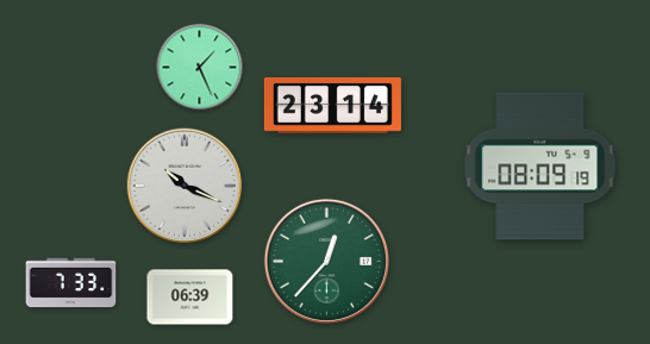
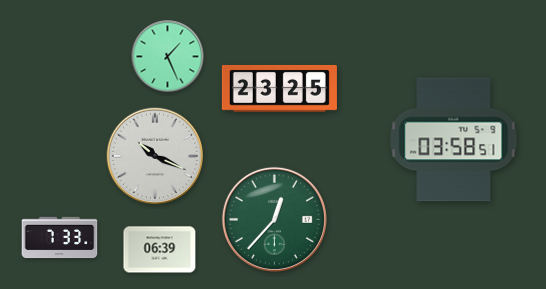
clock at (332, 105): 23:14 -> 23:25
clock at (540, 167): 08:09 -> 03:58
